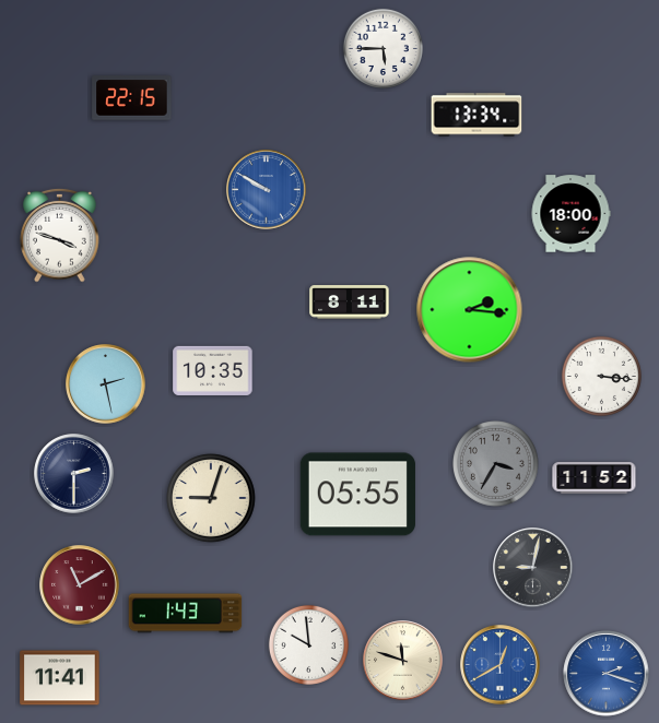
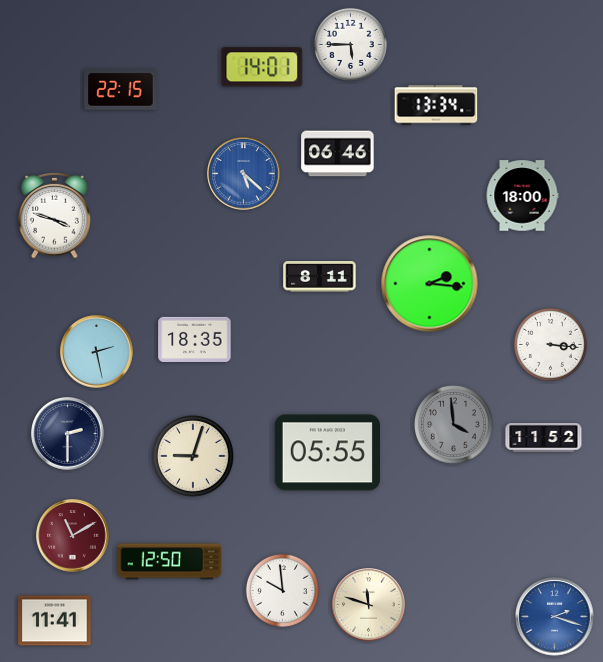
clock at (262, 67): none -> 14:01
clock at (338, 154): none -> 06:46
clock at (267, 190): 9:50 -> 5:22
clock at (213, 370): 10:35 -> 18:35
clock at (496, 464): 3:35 -> 3:59
clock at (533, 568): 9:02 -> none
clock at (186, 614): 1:43 -> 12:50
clock at (501, 665): 12:40 -> none
